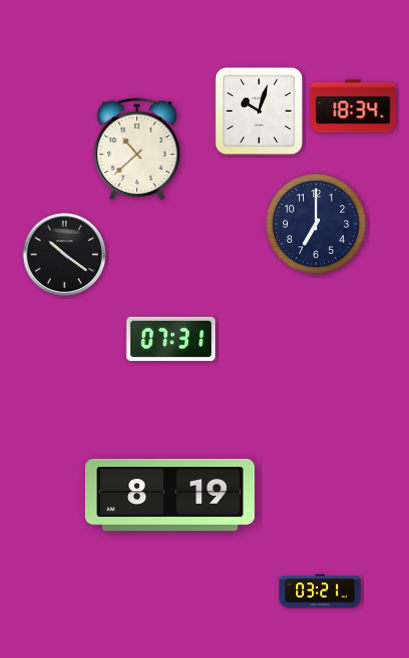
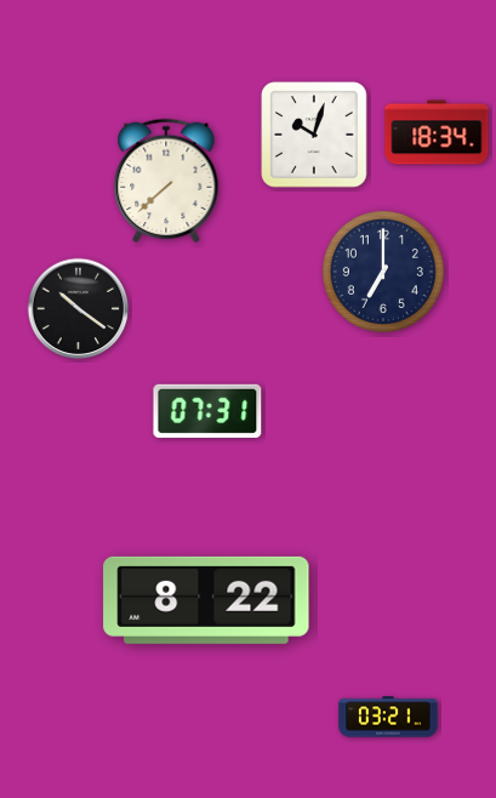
clock at (353, 106) position: (353, 106) -> (437, 132)
clock at (137, 149): 10:38 -> 7:38
clock at (170, 495): 8:19 -> 8:22
